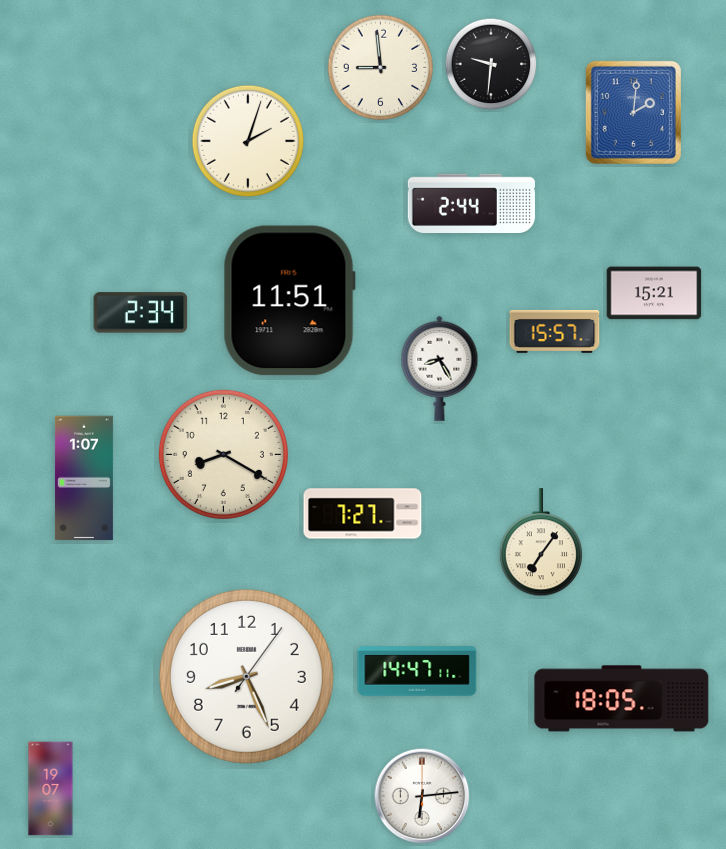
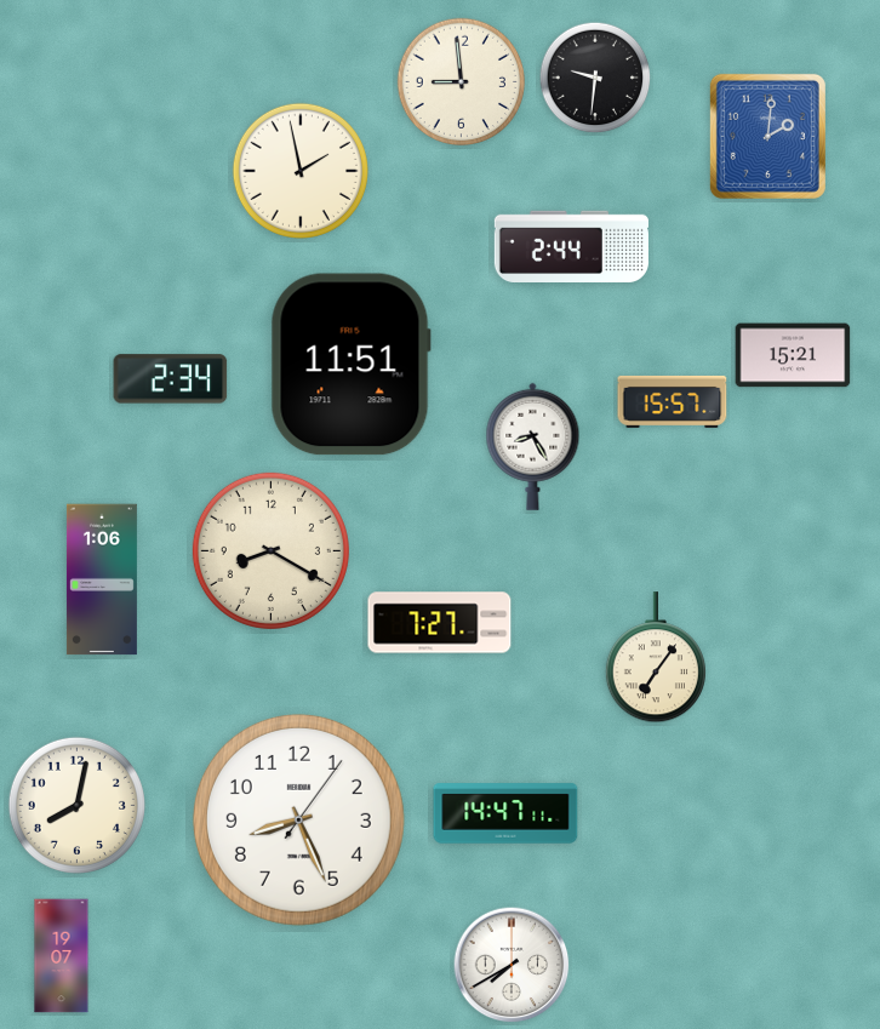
clock at (248, 141): 2:03 -> 1:58
clock at (84, 478): 1:07 -> 1:06
clock at (76, 805): none -> 8:02
clock at (622, 699): 18:05 -> none
clock at (422, 796): 6:14 -> 7:40
